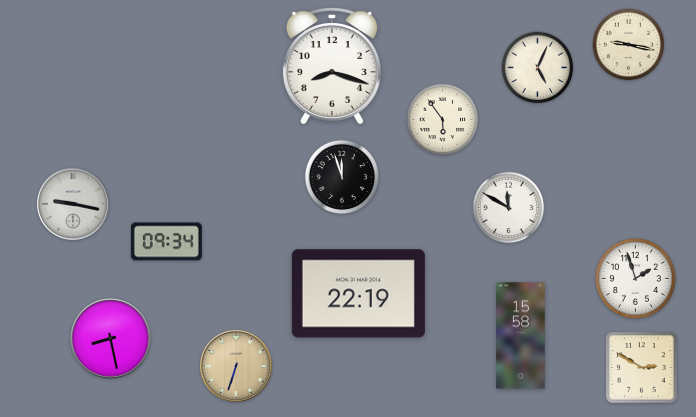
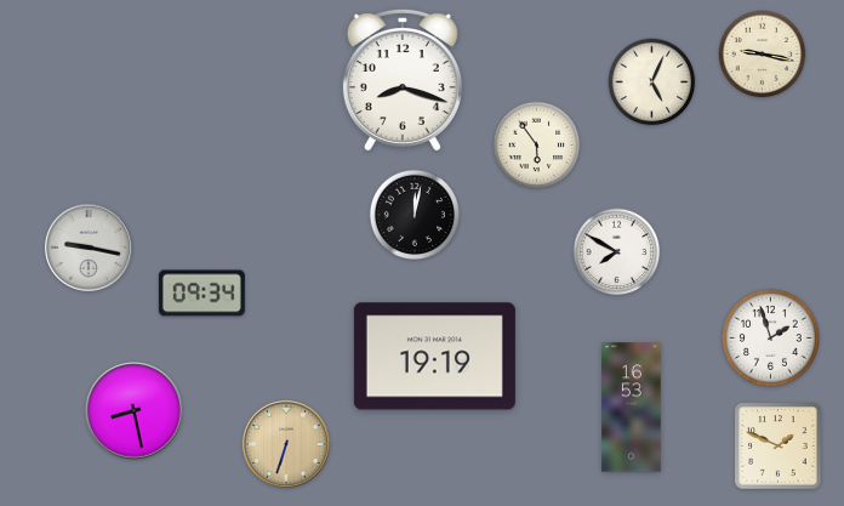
clock at (342, 177): 11:57 -> 12:02
clock at (509, 208): 11:50 -> 7:50
clock at (358, 294): 22:19 -> 19:19
clock at (521, 336): 15:58 -> 16:53
clock at (642, 368): 2:50 -> 1:49
